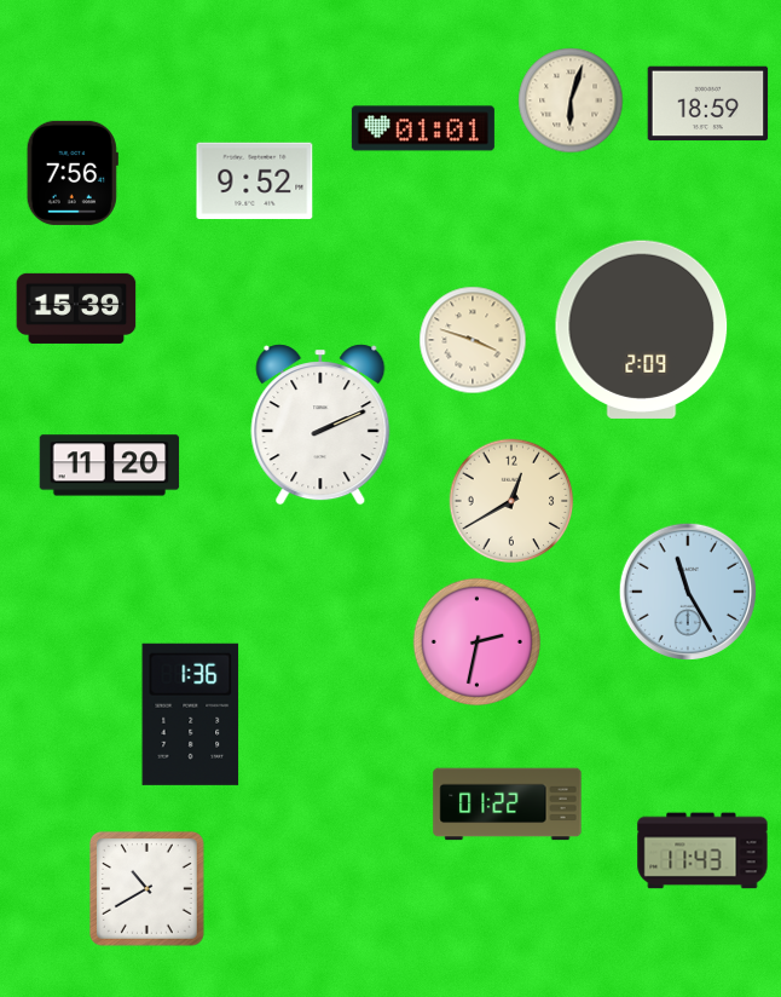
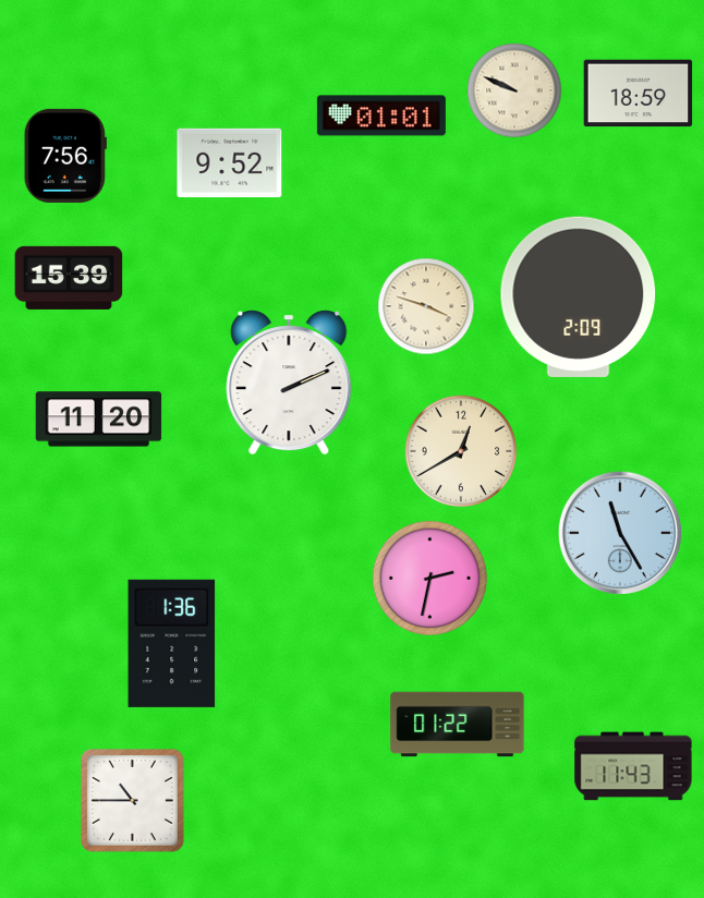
clock at (571, 100): 6:03 -> 9:49
clock at (146, 888): 10:40 -> 10:45
